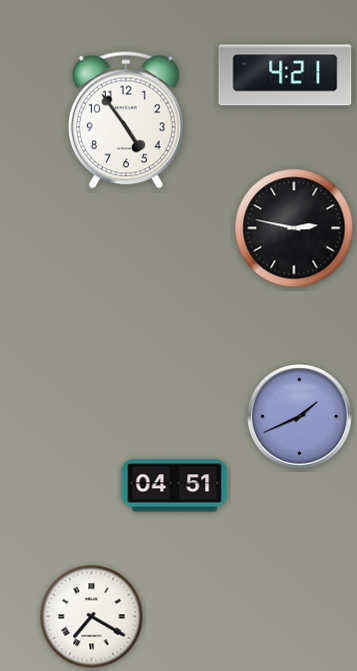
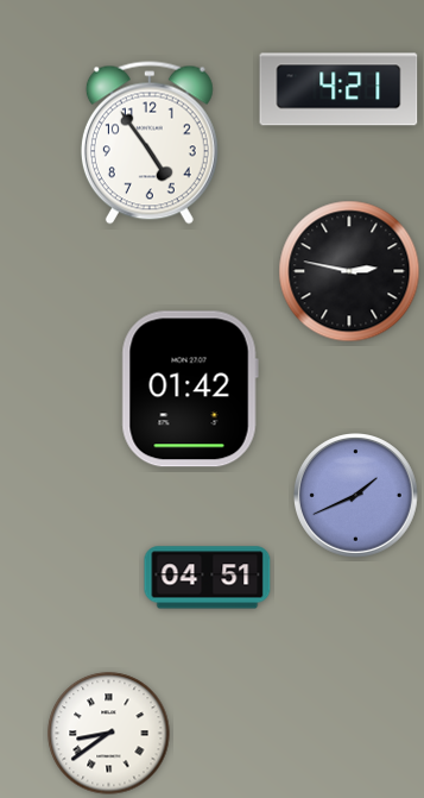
clock at (190, 389): none -> 01:42
clock at (92, 617): 7:20 -> 8:39
